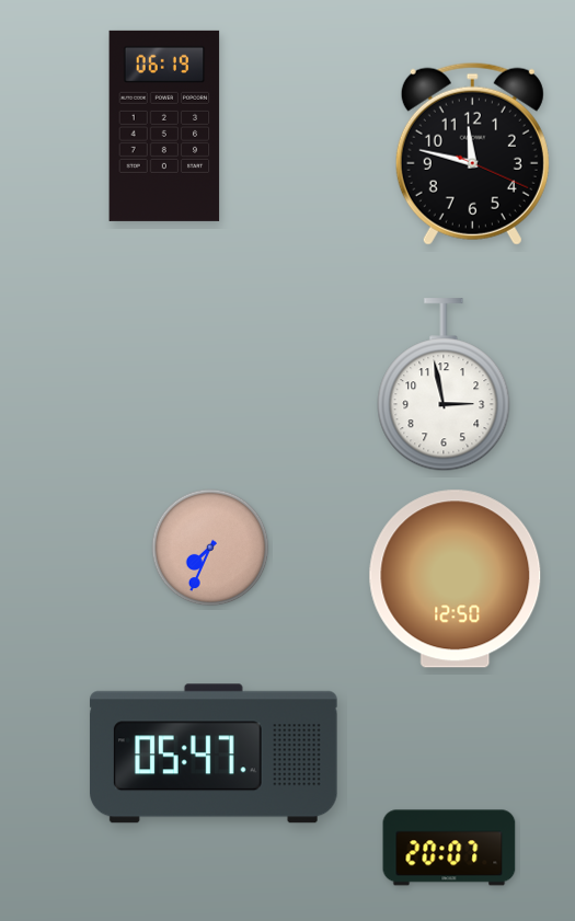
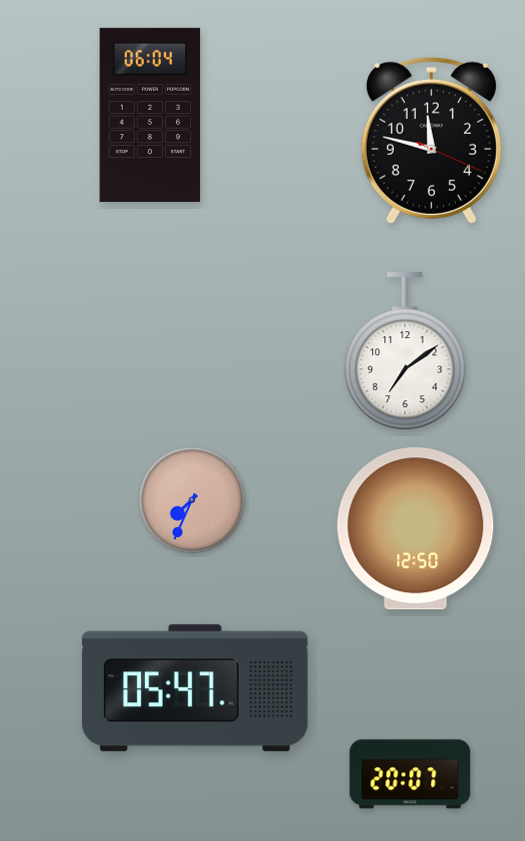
clock at (164, 126): 06:19 -> 06:04
clock at (444, 385): 2:58 -> 7:09
